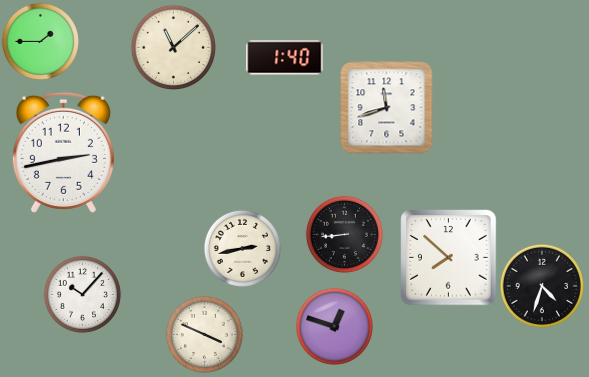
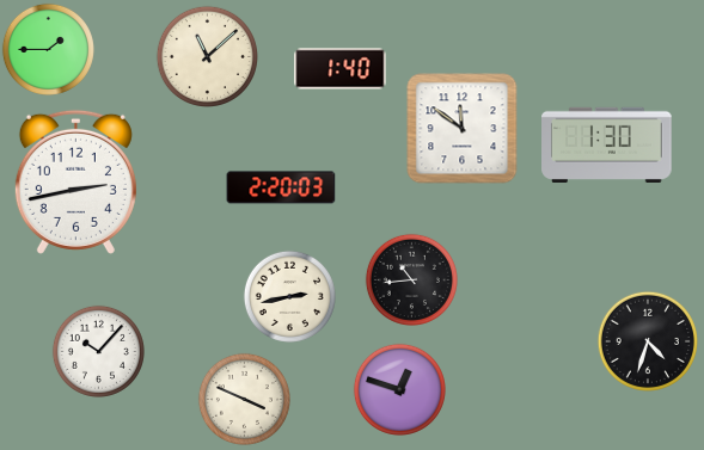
clock at (387, 108): 11:42 -> 11:51
clock at (607, 144): none -> 1:30
clock at (281, 187): none -> 2:20
clock at (344, 234): 8:44 -> 10:44
clock at (449, 258): 7:52 -> none
